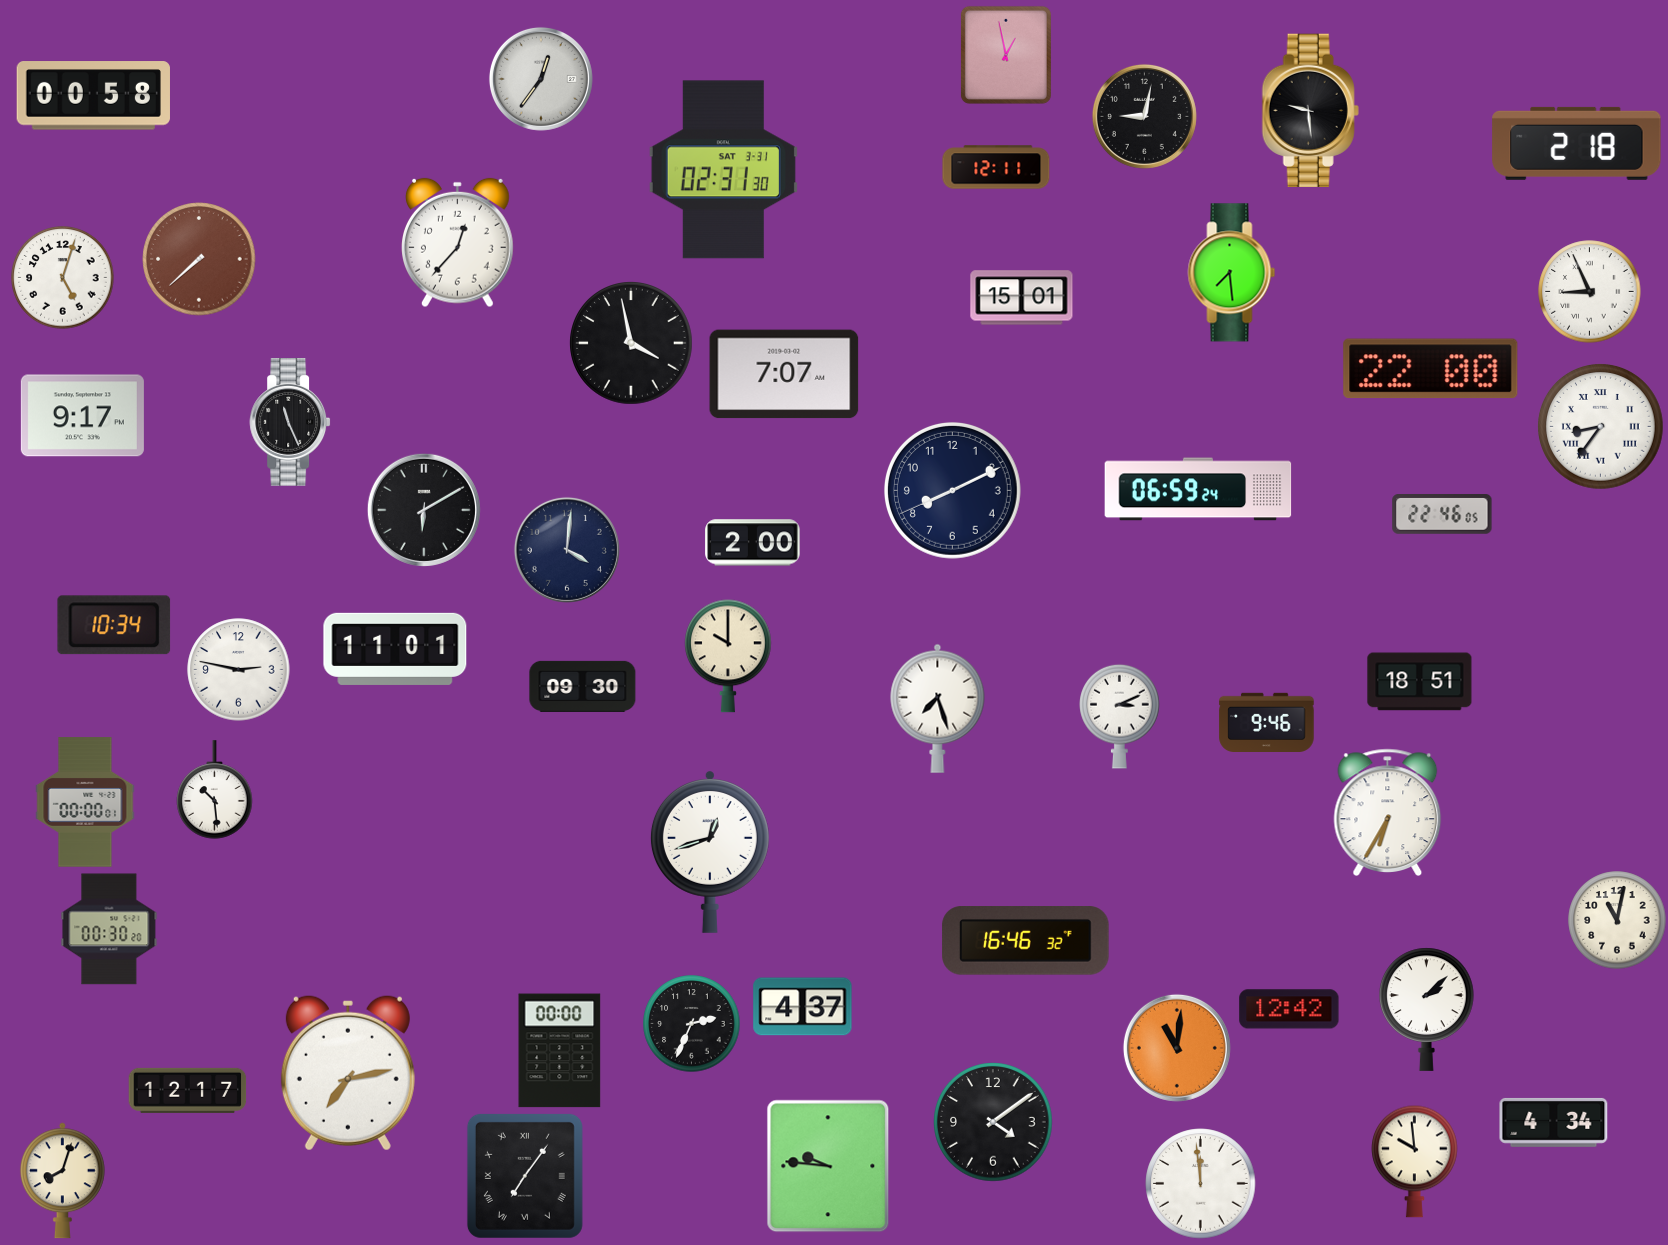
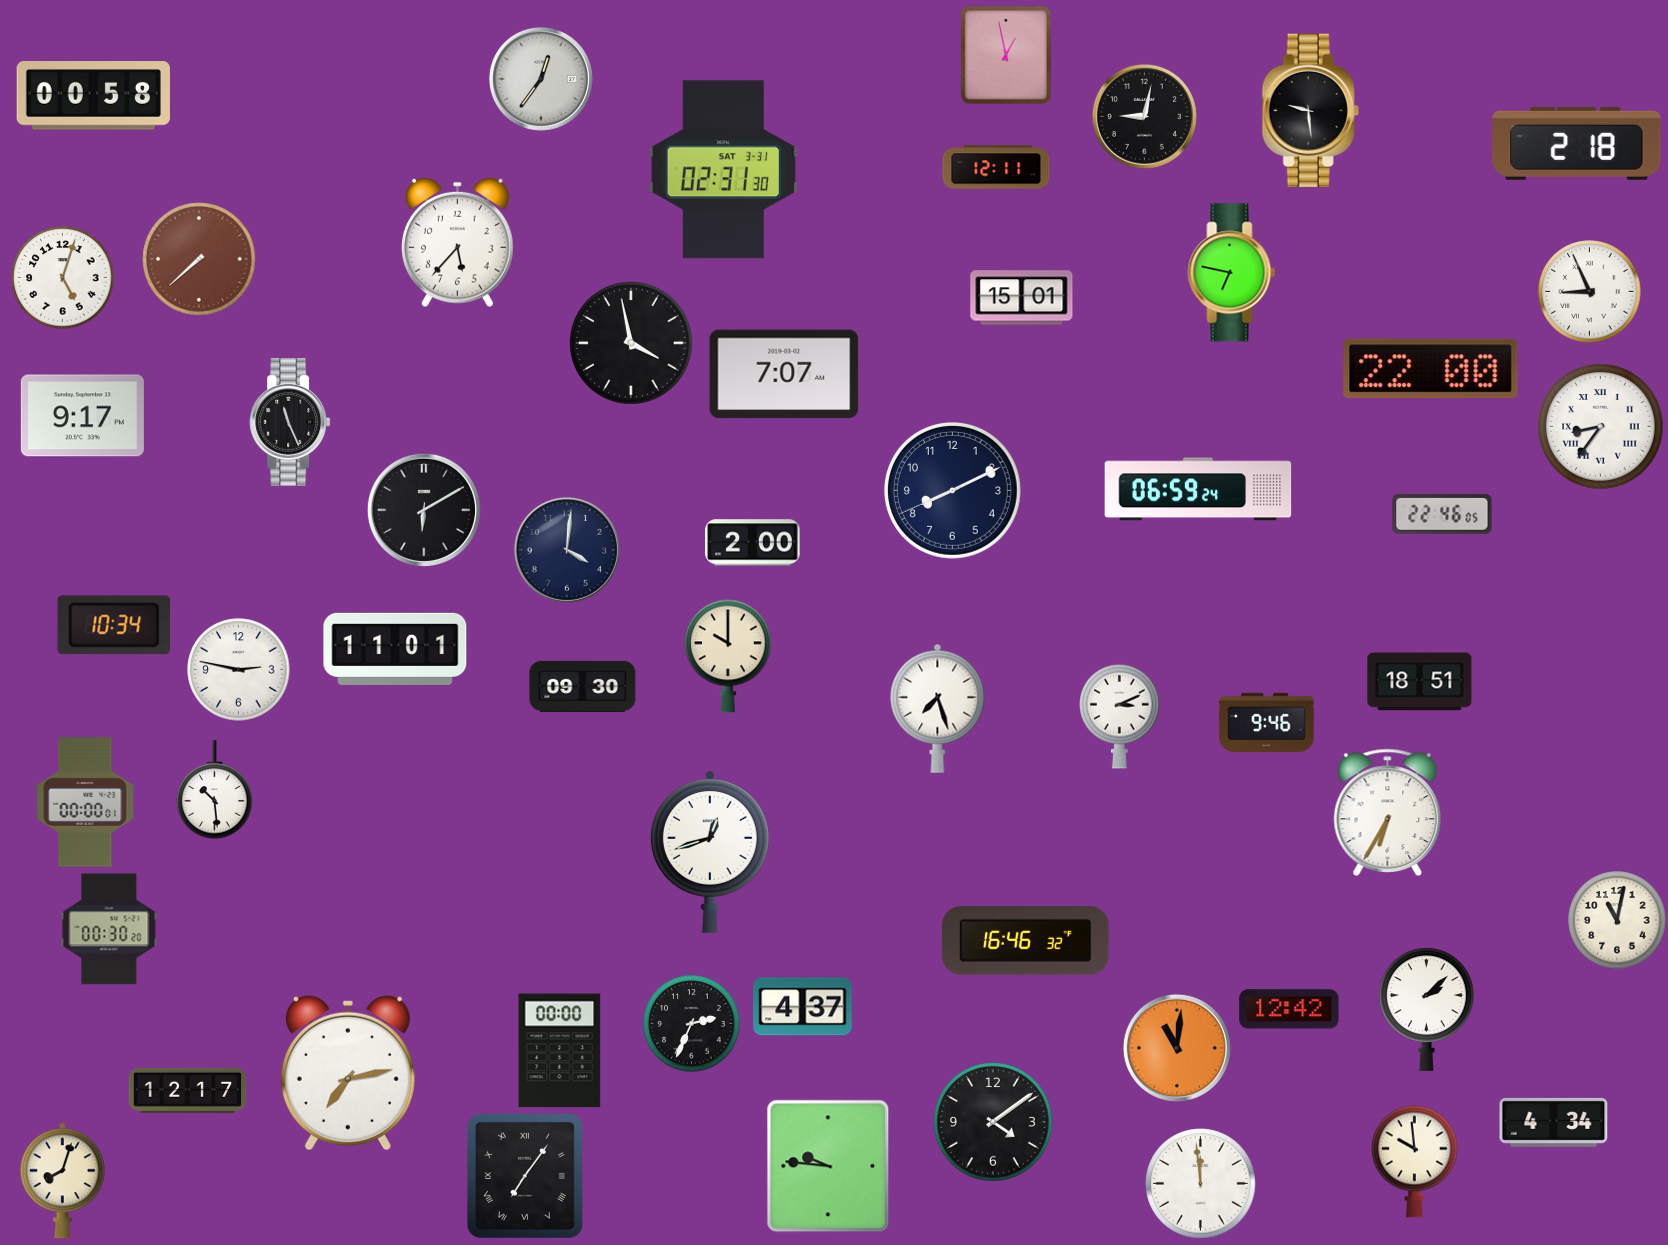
clock at (458, 243): 12:37 -> 5:37
clock at (1232, 273): 7:29 -> 6:47
